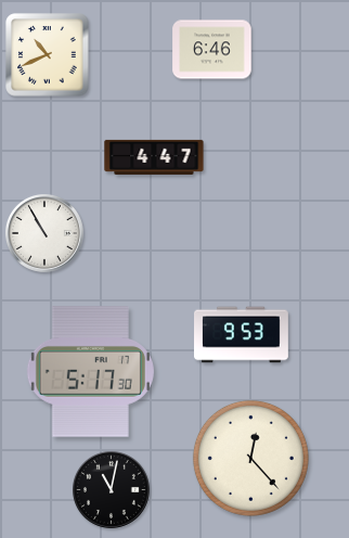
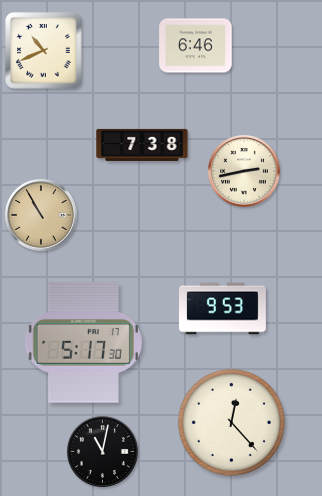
clock at (154, 157): 4:47 -> 7:38
clock at (245, 172): none -> 2:43
clock at (46, 234) dial: white -> champagne
